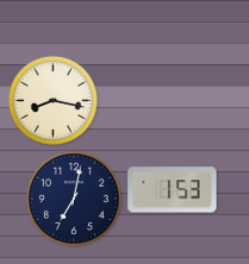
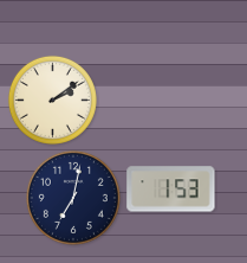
clock at (52, 100): 8:17 -> 2:09
